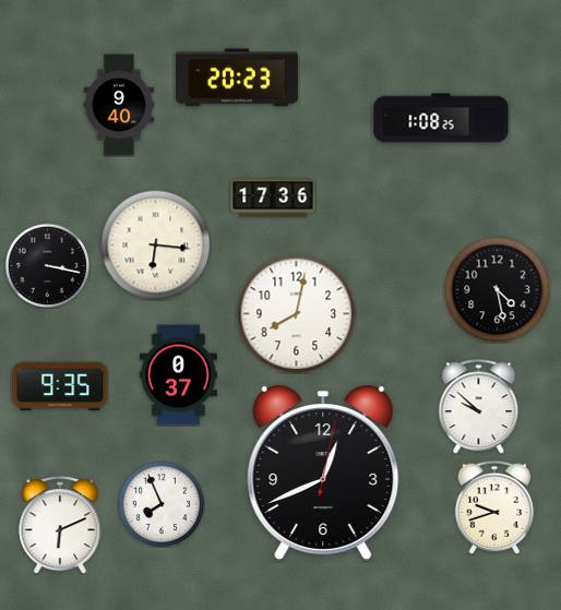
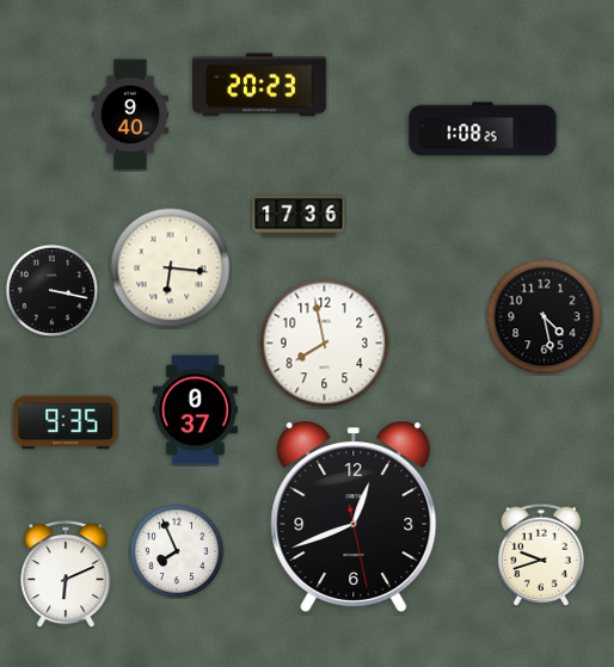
clock at (297, 314): 8:02 -> 7:58
clock at (479, 406): 9:52 -> none
clock at (323, 473): 12:41:02 -> 12:41:28
